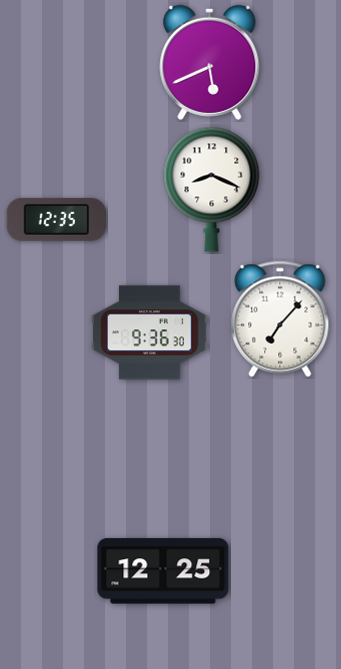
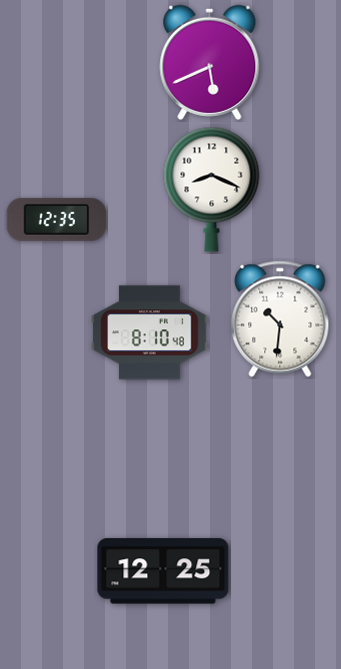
clock at (280, 319): 7:07 -> 10:31
clock at (150, 333): 9:36 -> 8:10
